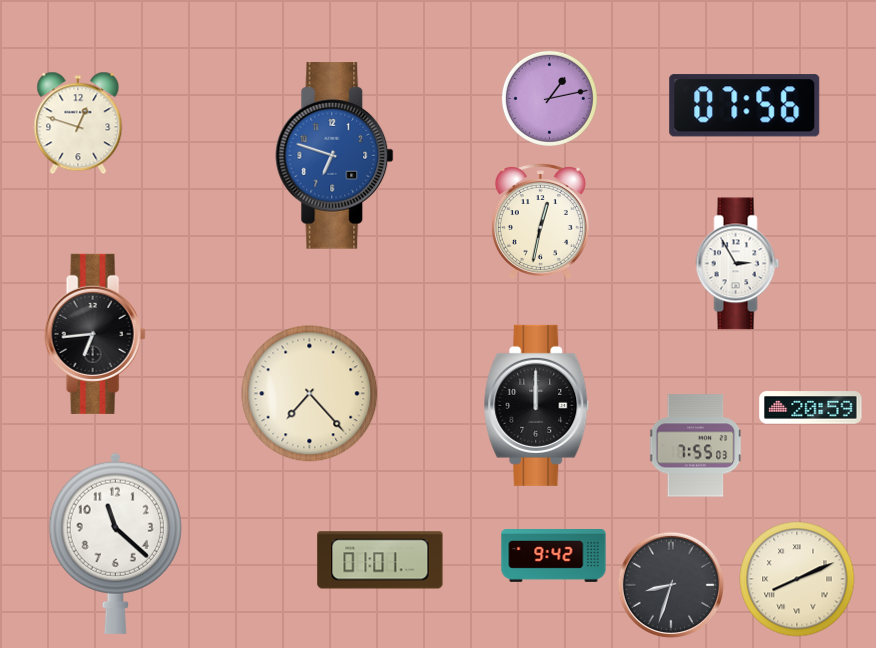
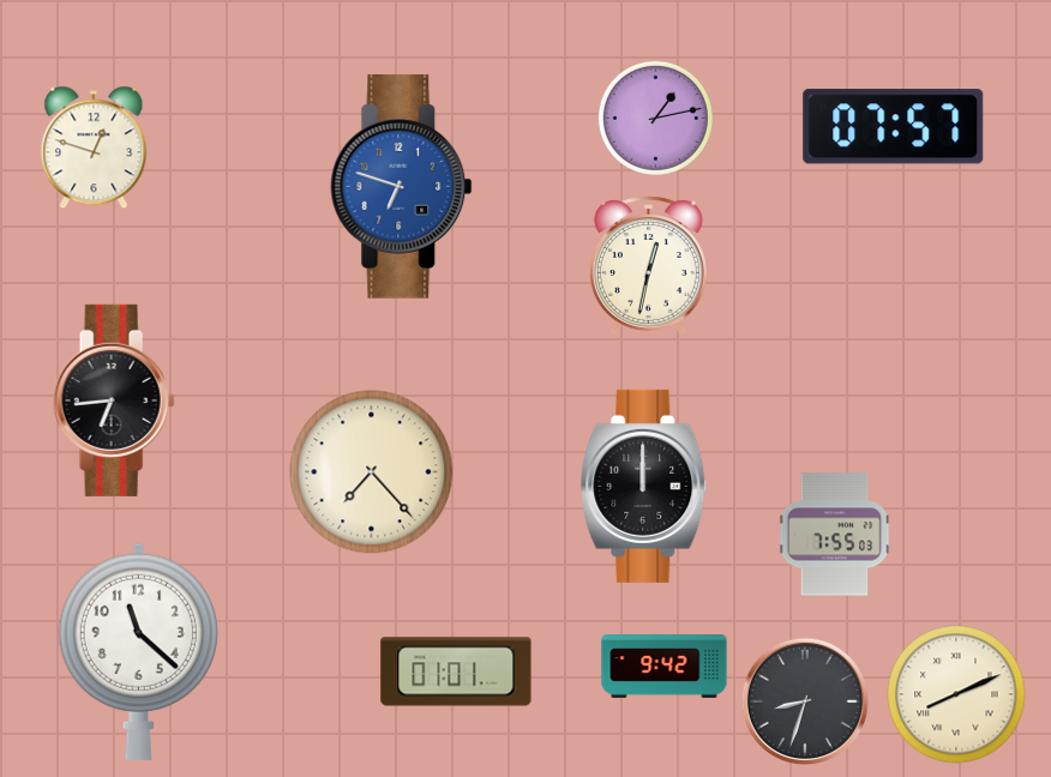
clock at (549, 98) position: (549, 98) -> (655, 118)
clock at (745, 106): 07:56 -> 07:57
clock at (738, 264): 2:55 -> none
clock at (811, 408): 20:59 -> none
